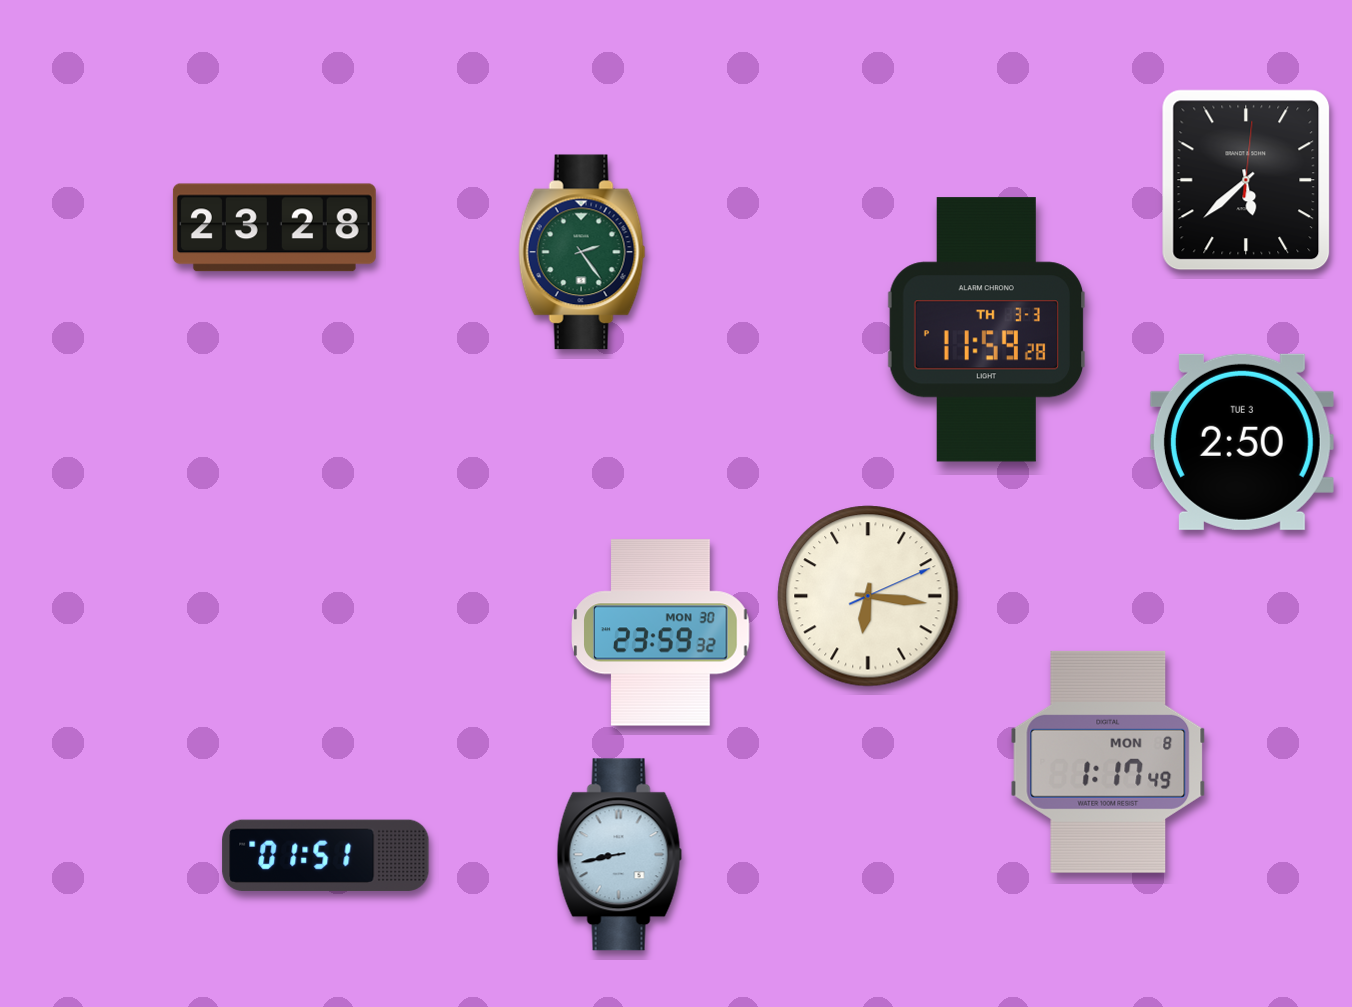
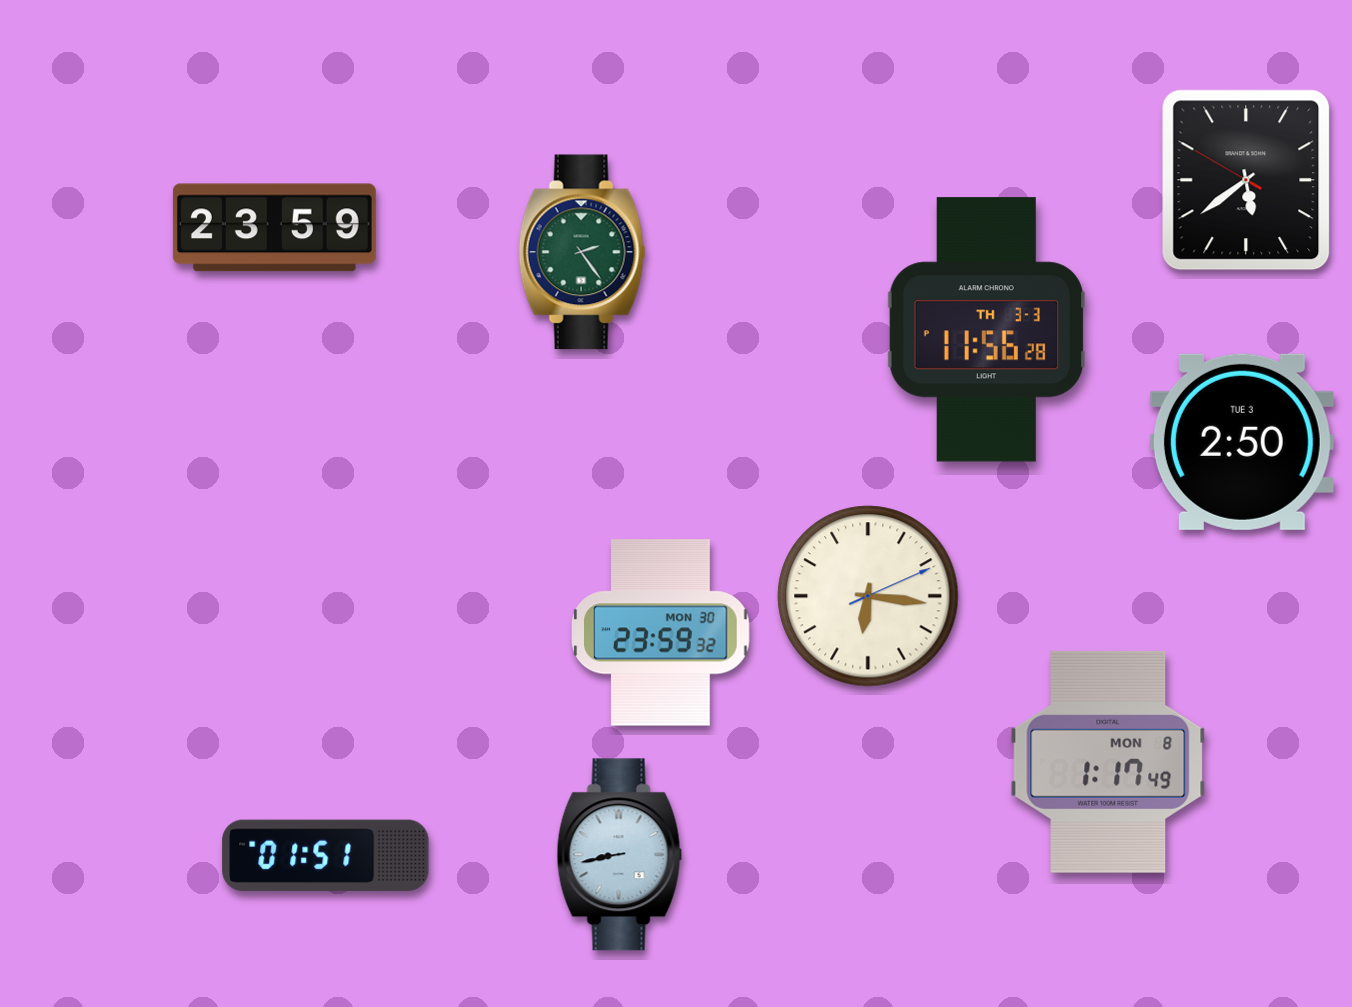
clock at (1246, 180): 5:38:01 -> 5:38:50
clock at (274, 228): 23:28 -> 23:59
clock at (987, 330): 11:59 -> 11:56
